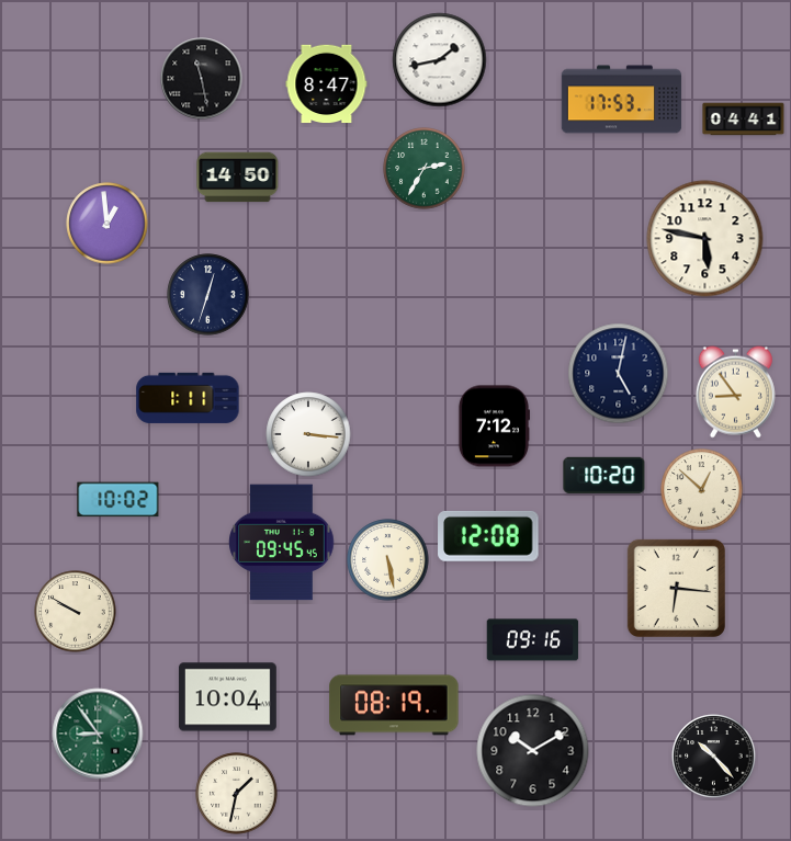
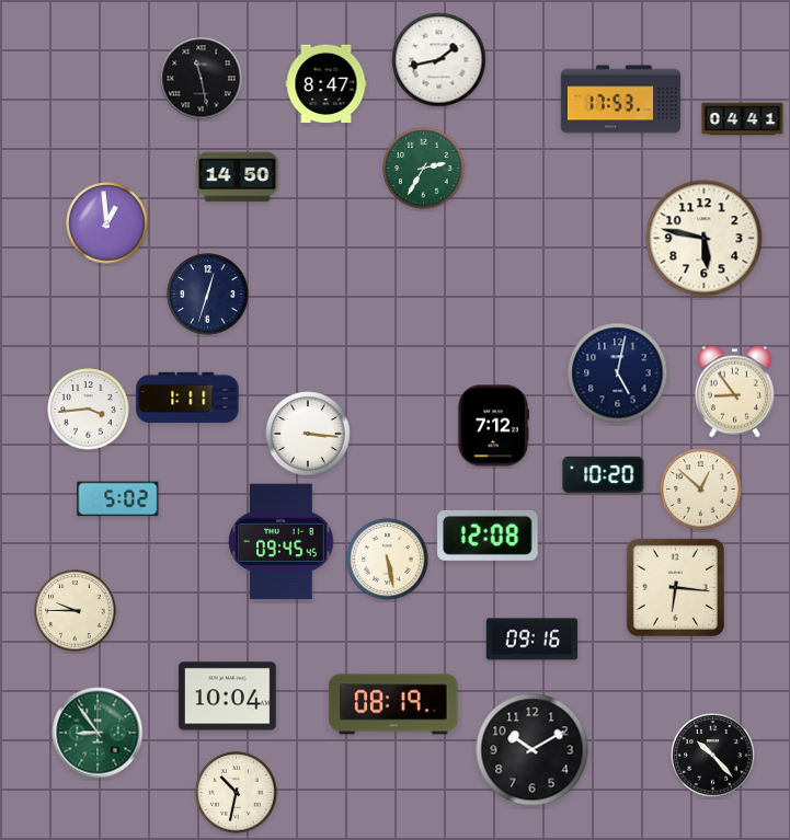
clock at (89, 410): none -> 3:44
clock at (118, 500): 10:02 -> 5:02
clock at (76, 612): 9:50 -> 9:45
clock at (237, 794): 1:32 -> 10:32
